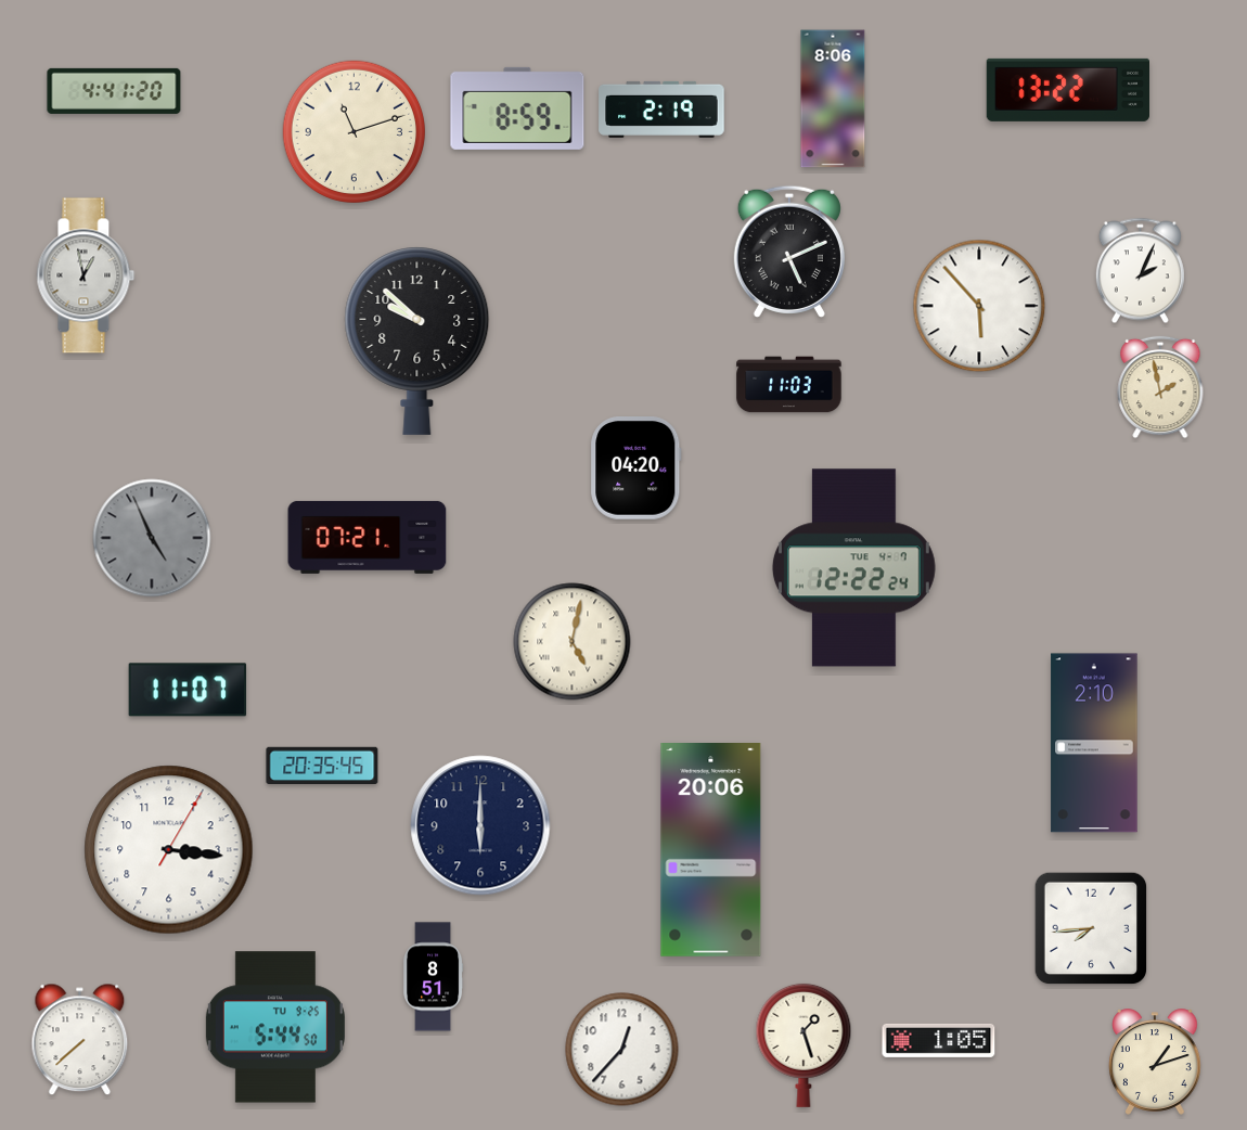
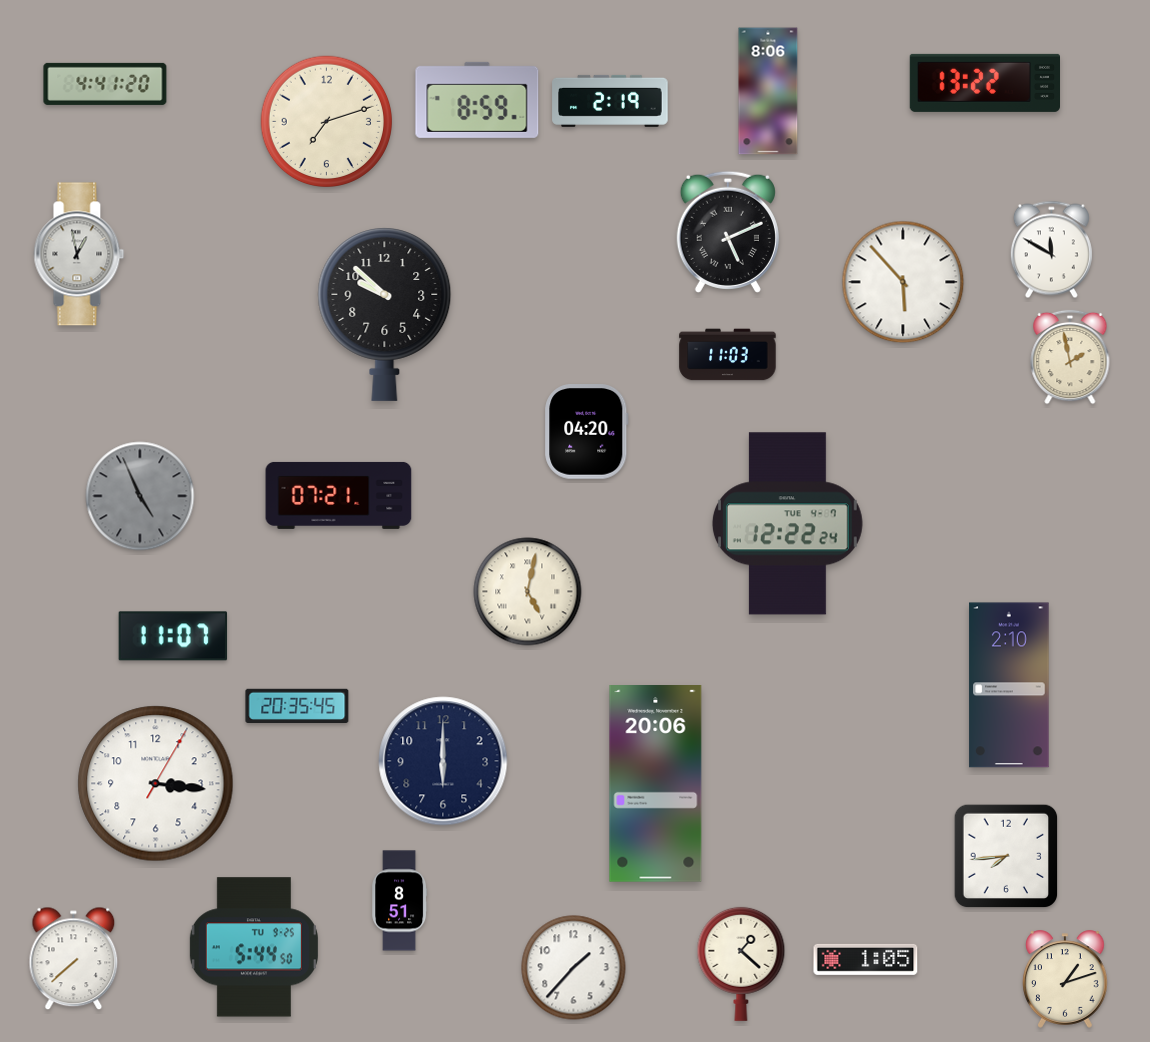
clock at (353, 131): 11:12 -> 7:12
clock at (1140, 271): 2:04 -> 11:50
clock at (804, 1045): 1:27 -> 1:22
clock at (622, 1050): 12:37 -> 1:37
